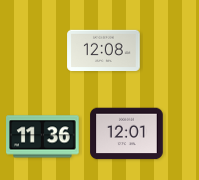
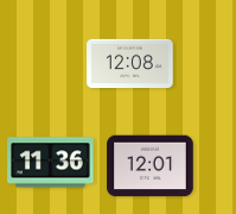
clock at (104, 51) position: (104, 51) -> (130, 64)
clock at (127, 134) position: (127, 134) -> (151, 166)
